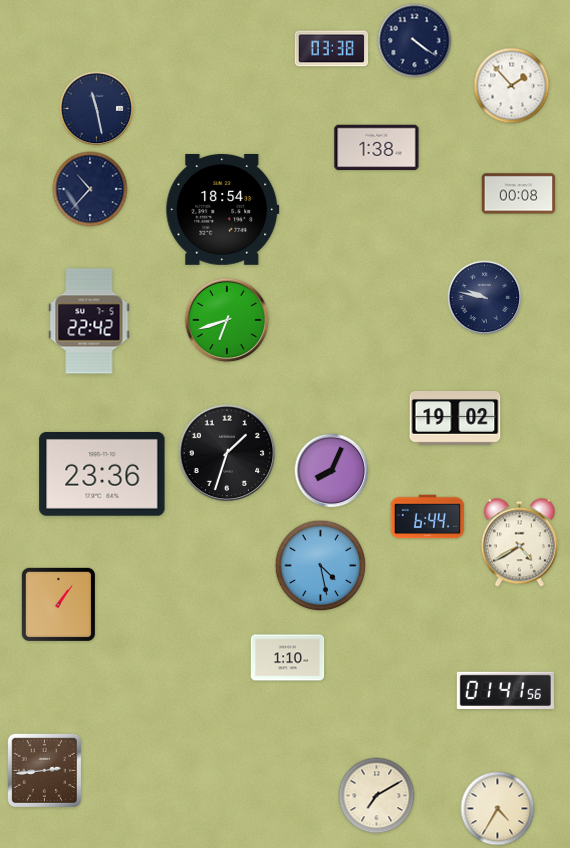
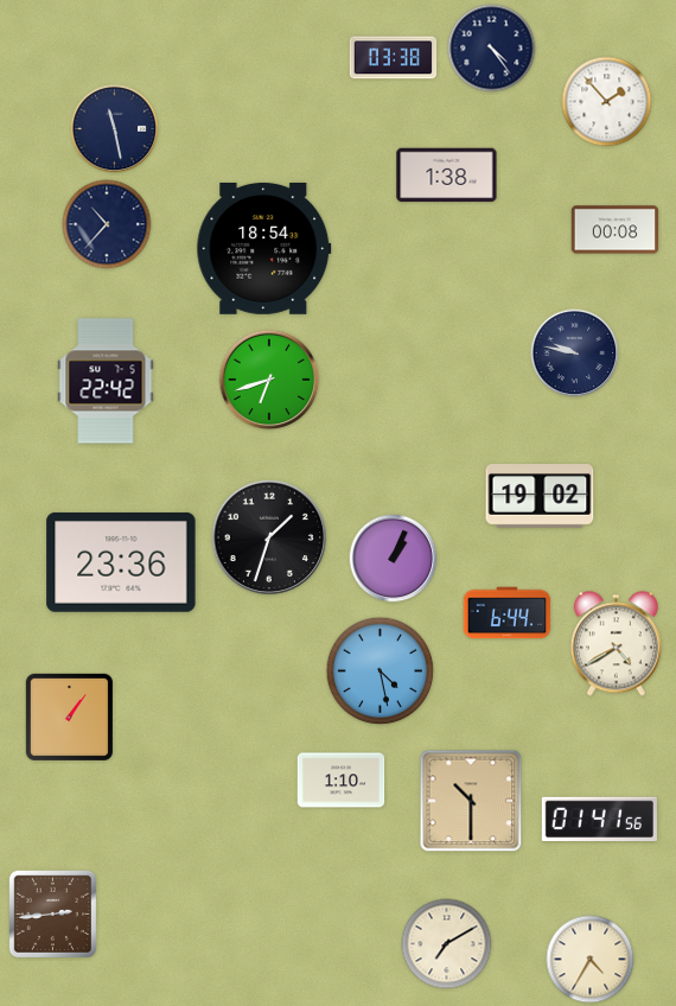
clock at (415, 41): 4:21 -> 4:24
clock at (332, 471): 8:04 -> 1:04
clock at (471, 801): none -> 10:30
